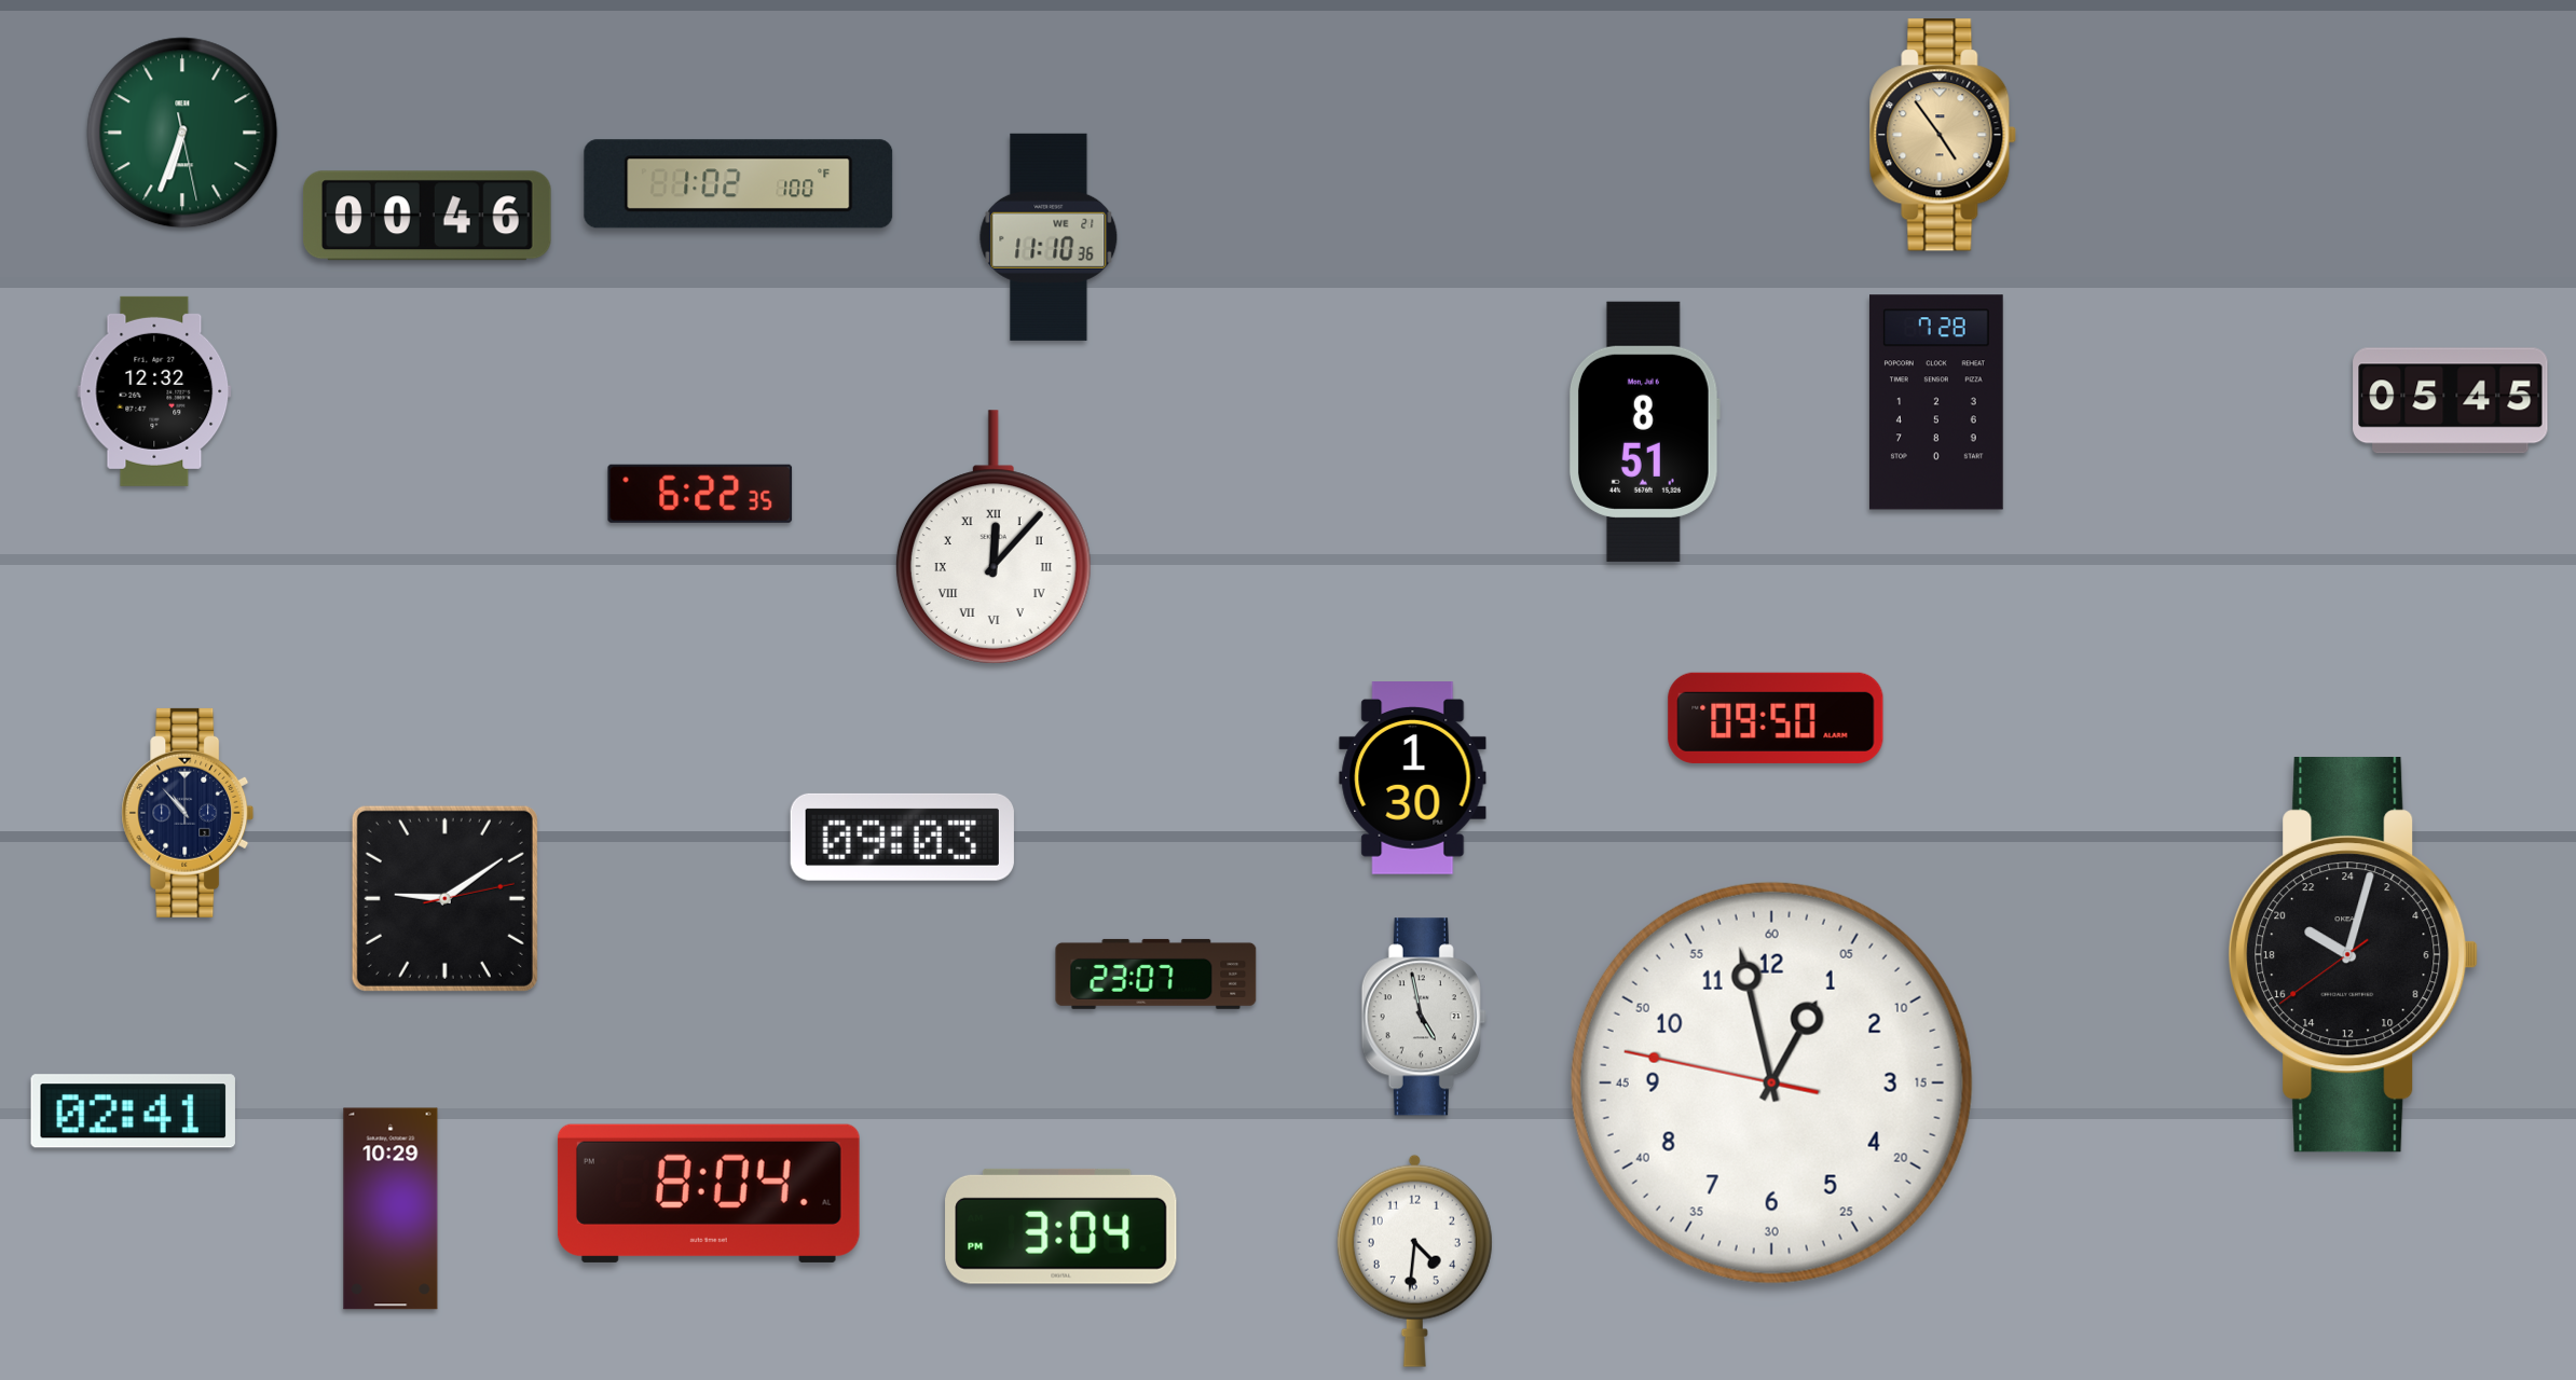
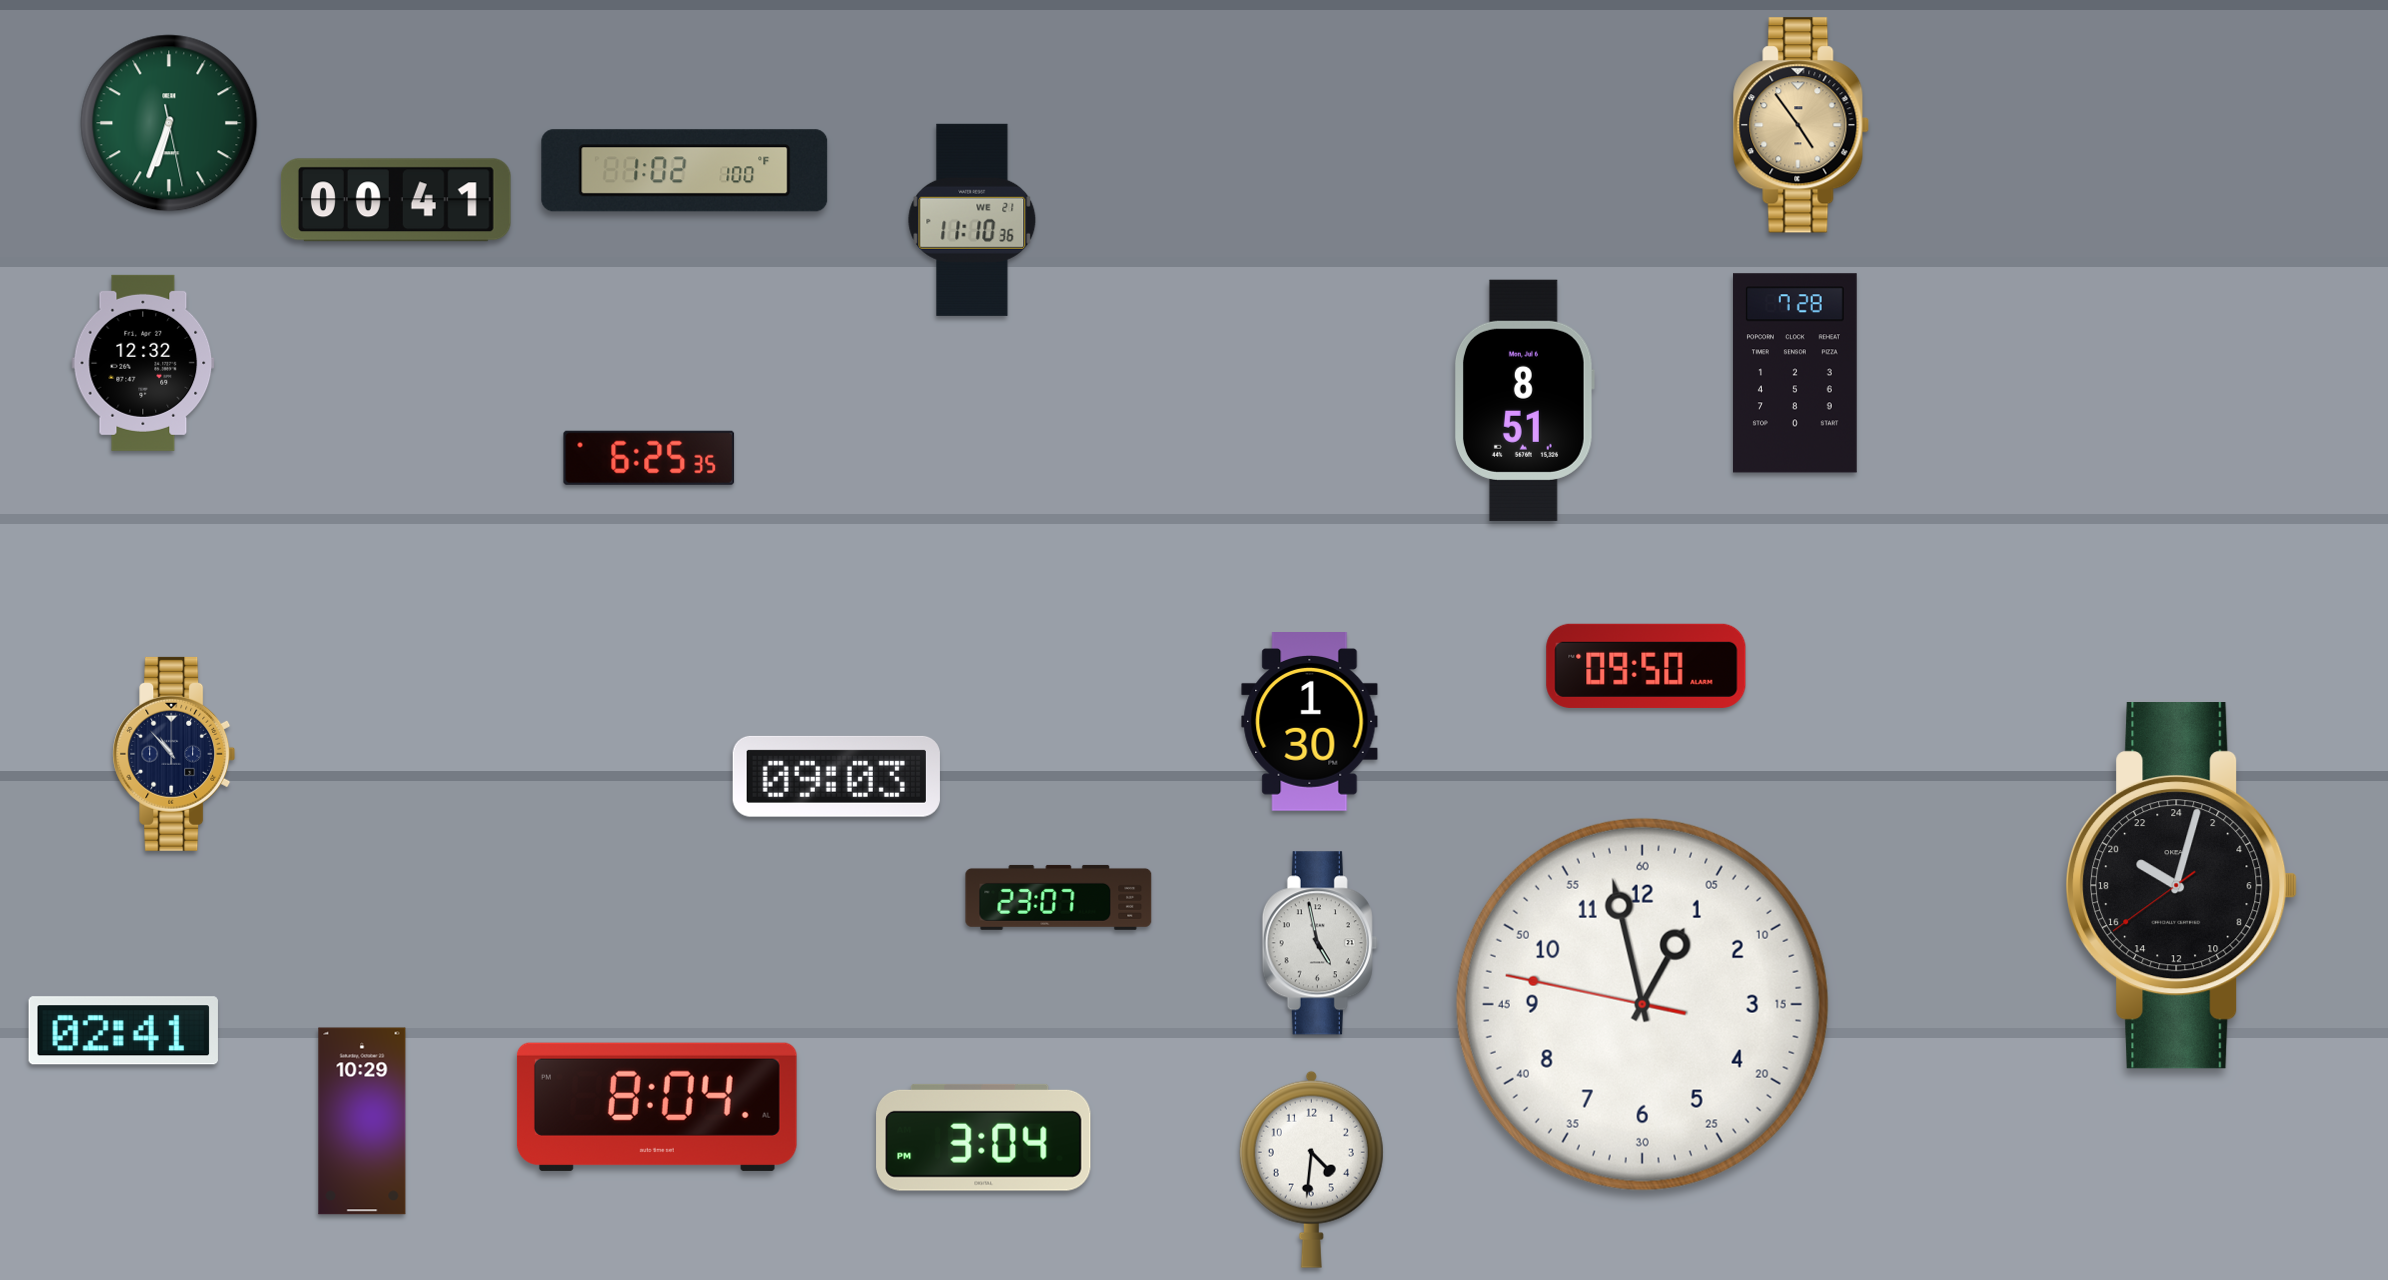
clock at (427, 216): 00:46 -> 00:41
clock at (2451, 401): 05:45 -> none
clock at (700, 494): 6:22 -> 6:25
clock at (994, 537): 12:07 -> none
clock at (444, 898): 9:09 -> none
clock at (1156, 974) position: (1156, 974) -> (1059, 897)
